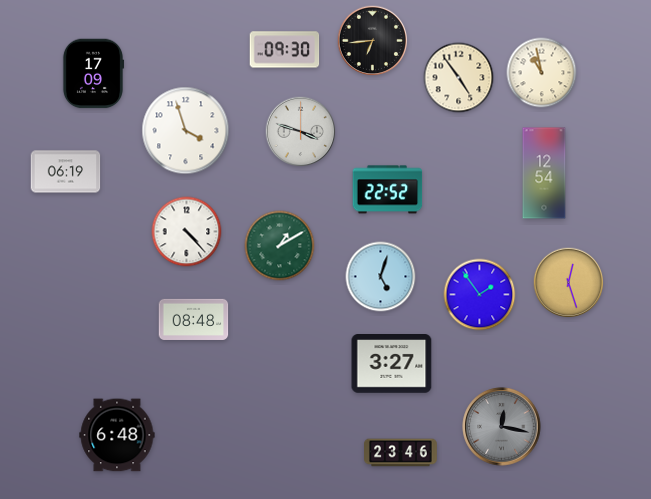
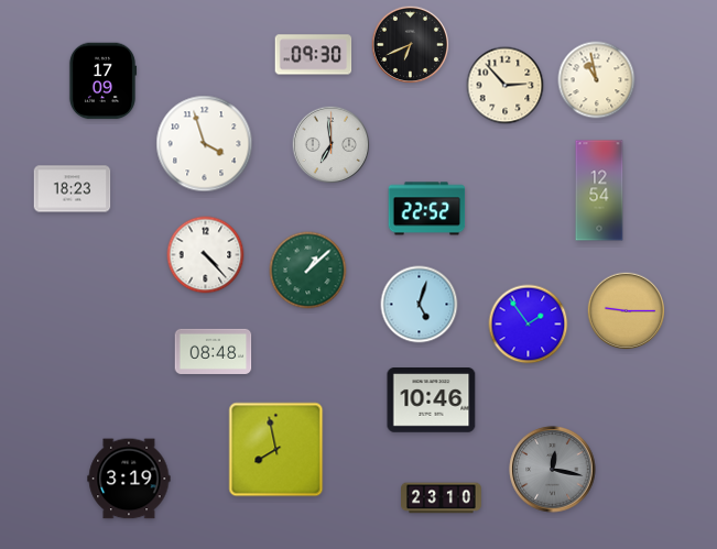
clock at (373, 41): 6:44 -> 6:41
clock at (459, 78): 4:54 -> 2:53
clock at (301, 132): 3:48 -> 6:59
clock at (66, 172): 06:19 -> 18:23
clock at (280, 246): 1:10 -> 1:08
clock at (569, 283): 12:27 -> 9:15
clock at (392, 364): 3:27 -> 10:46
clock at (276, 450): none -> 7:58
clock at (117, 435): 6:48 -> 3:19
clock at (401, 453): 23:46 -> 23:10
